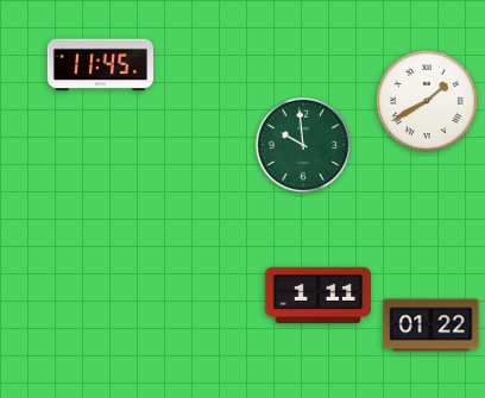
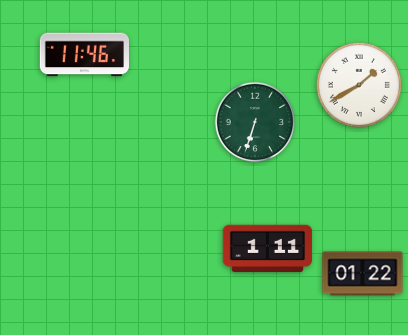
clock at (100, 65): 11:45 -> 11:46
clock at (303, 145): 9:59 -> 6:33
